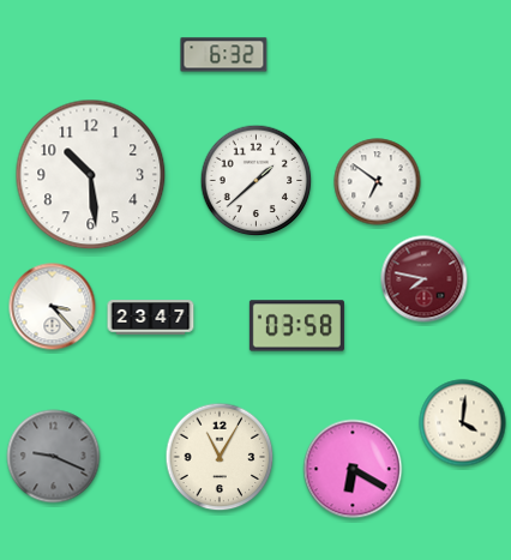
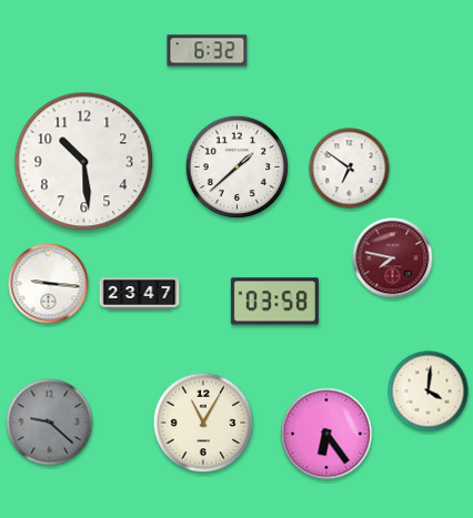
clock at (53, 307): 3:23 -> 9:16
clock at (54, 457): 9:19 -> 9:22
clock at (353, 469): 6:20 -> 6:24
